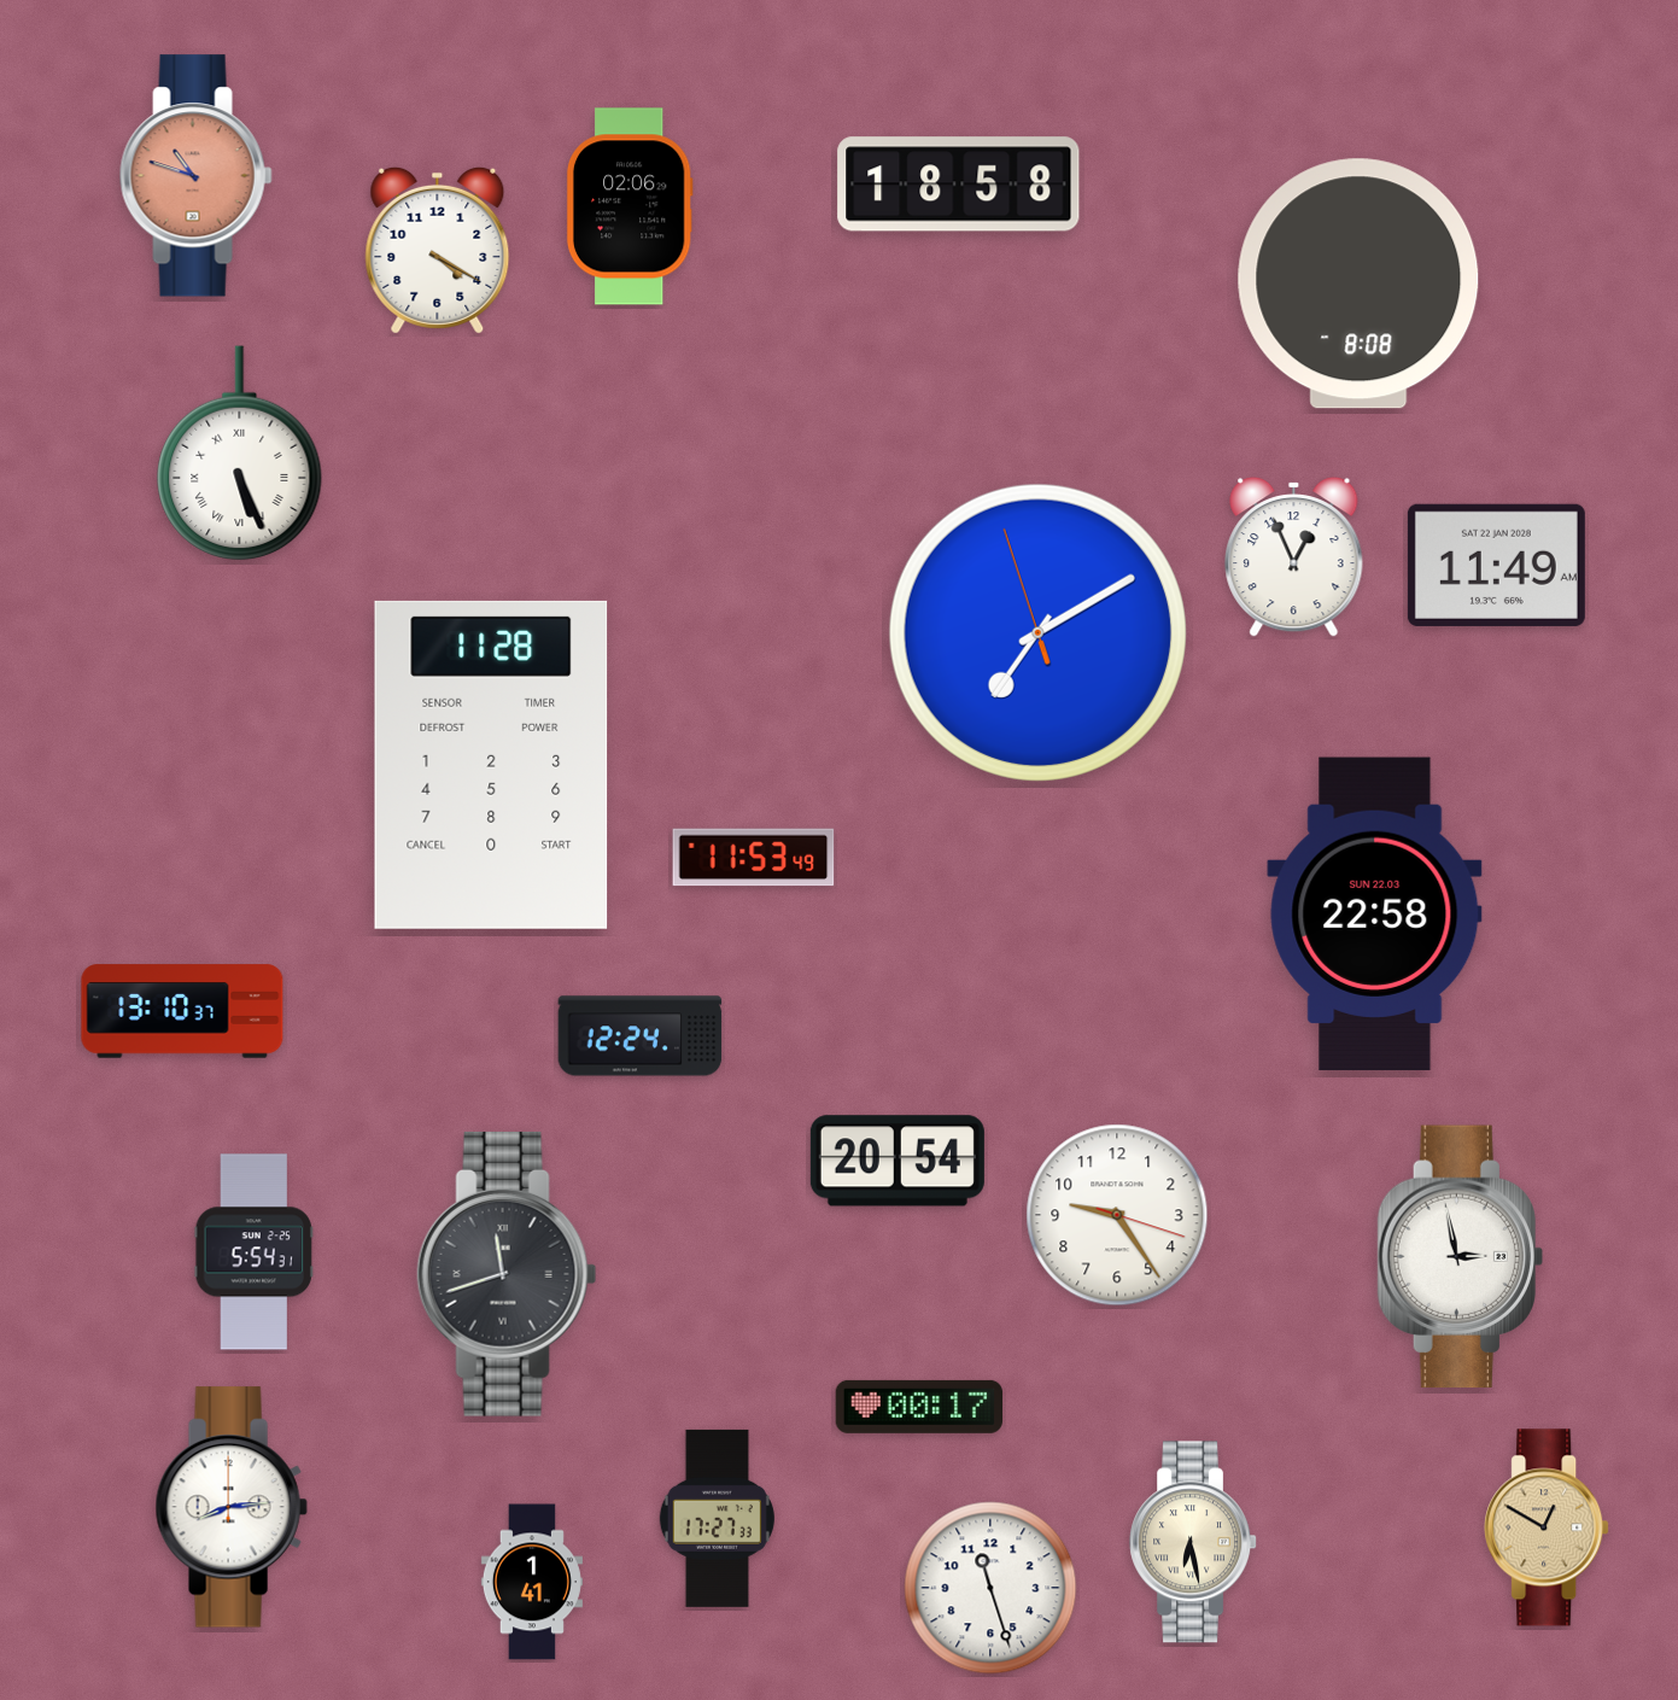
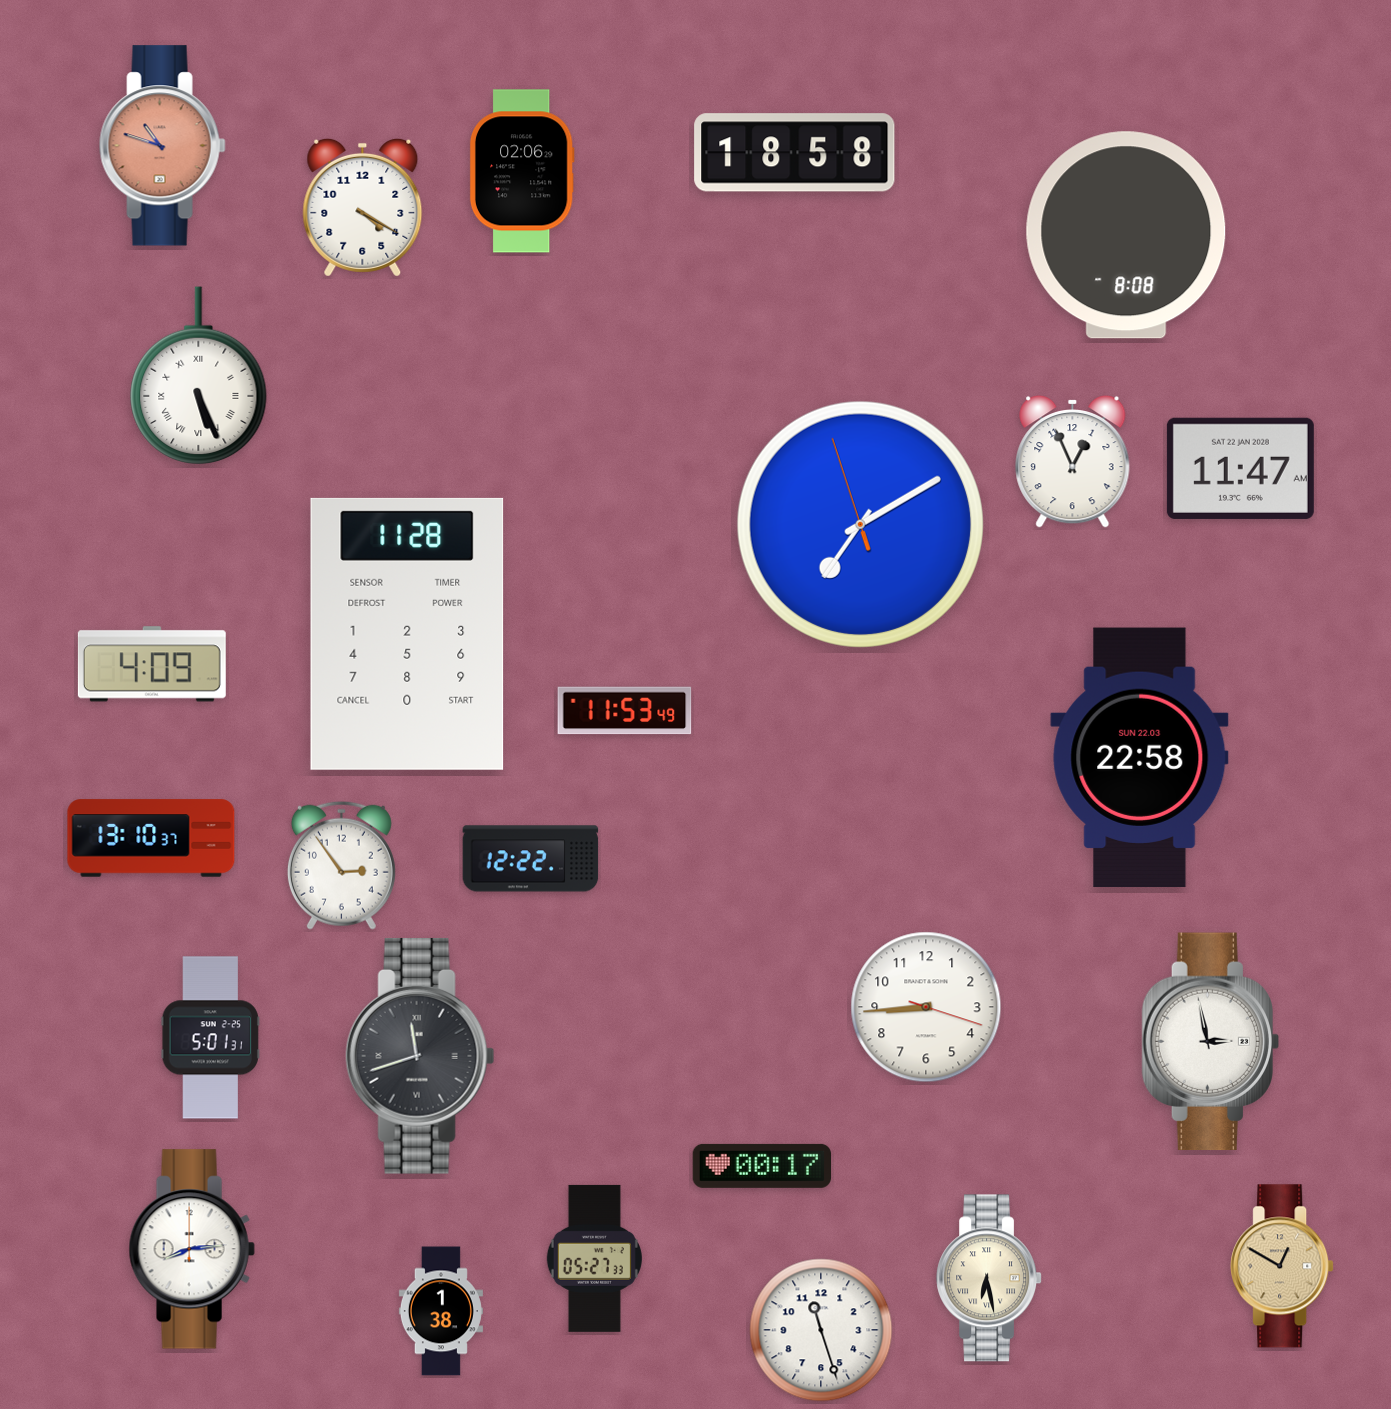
clock at (1496, 565): 11:49 -> 11:47
clock at (152, 664): none -> 4:09
clock at (641, 1036): 12:24 -> 12:22
clock at (341, 865): none -> 2:54
clock at (898, 1161): 20:54 -> none
clock at (1117, 1215): 9:24 -> 8:44
clock at (253, 1252): 5:54 -> 5:01
clock at (717, 1518): 17:27 -> 05:27
clock at (532, 1582): 1:41 -> 1:38
clock at (990, 1588) position: (990, 1588) -> (821, 1330)
